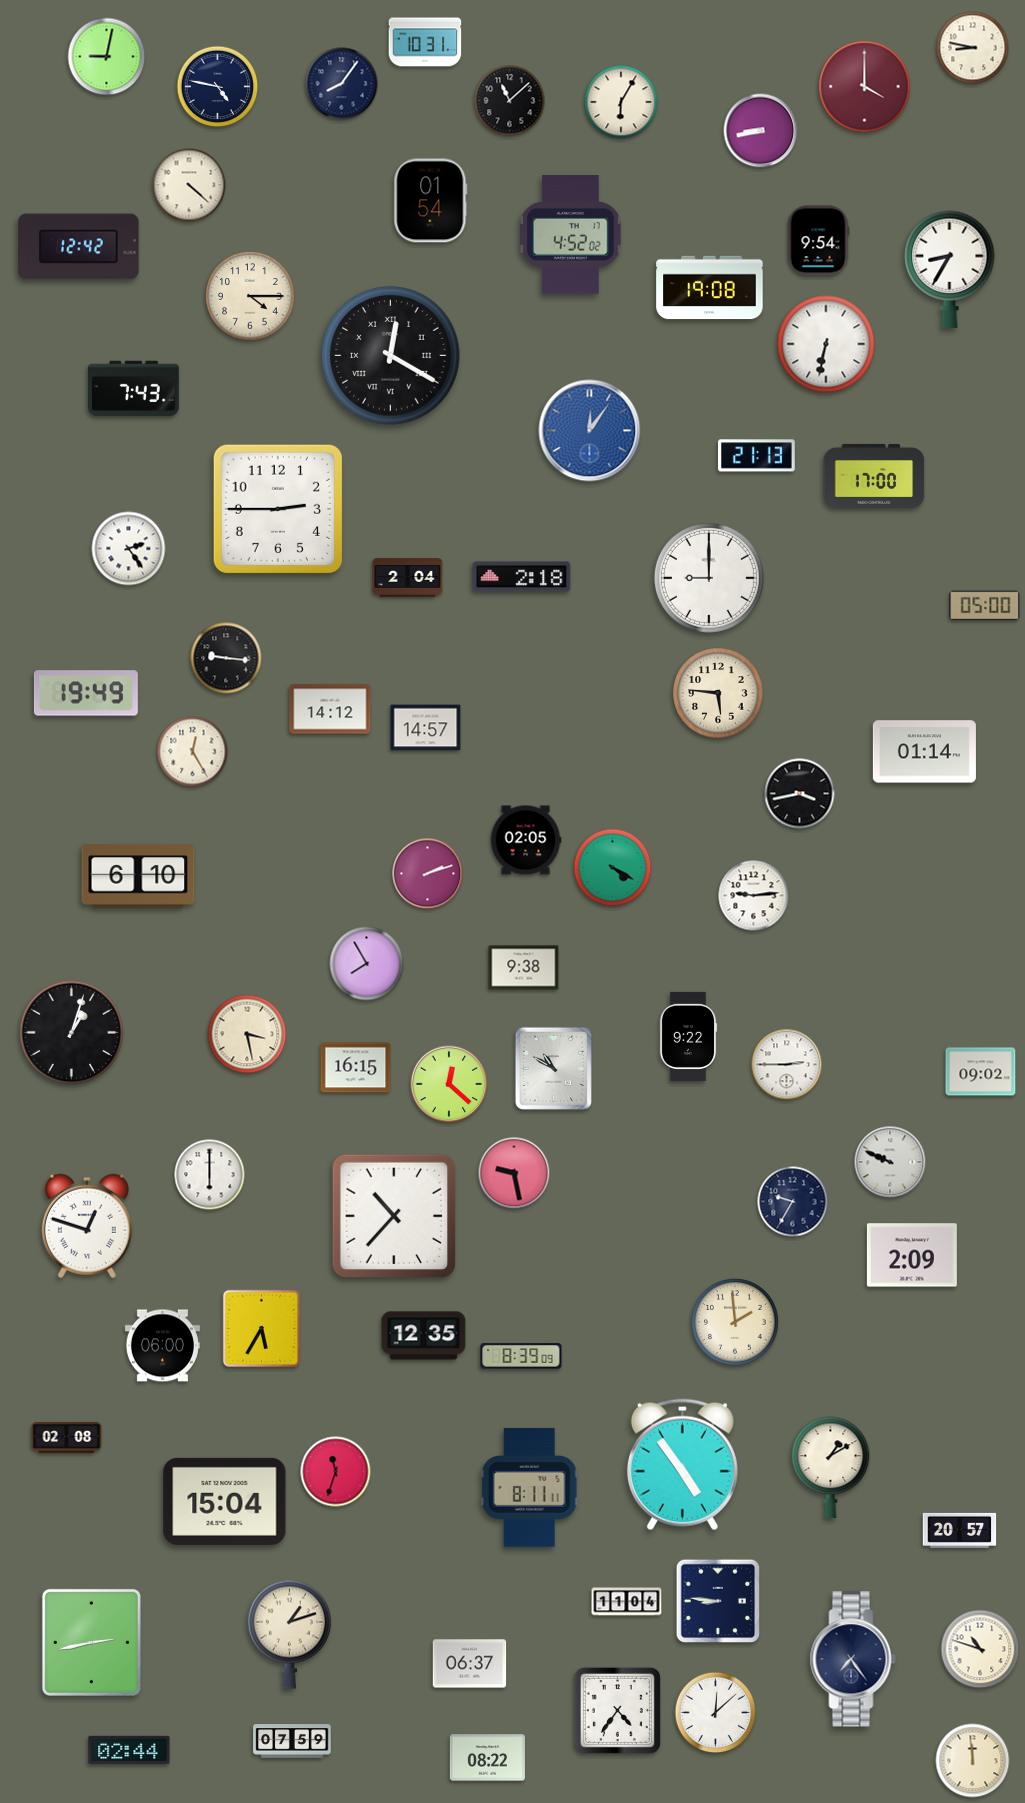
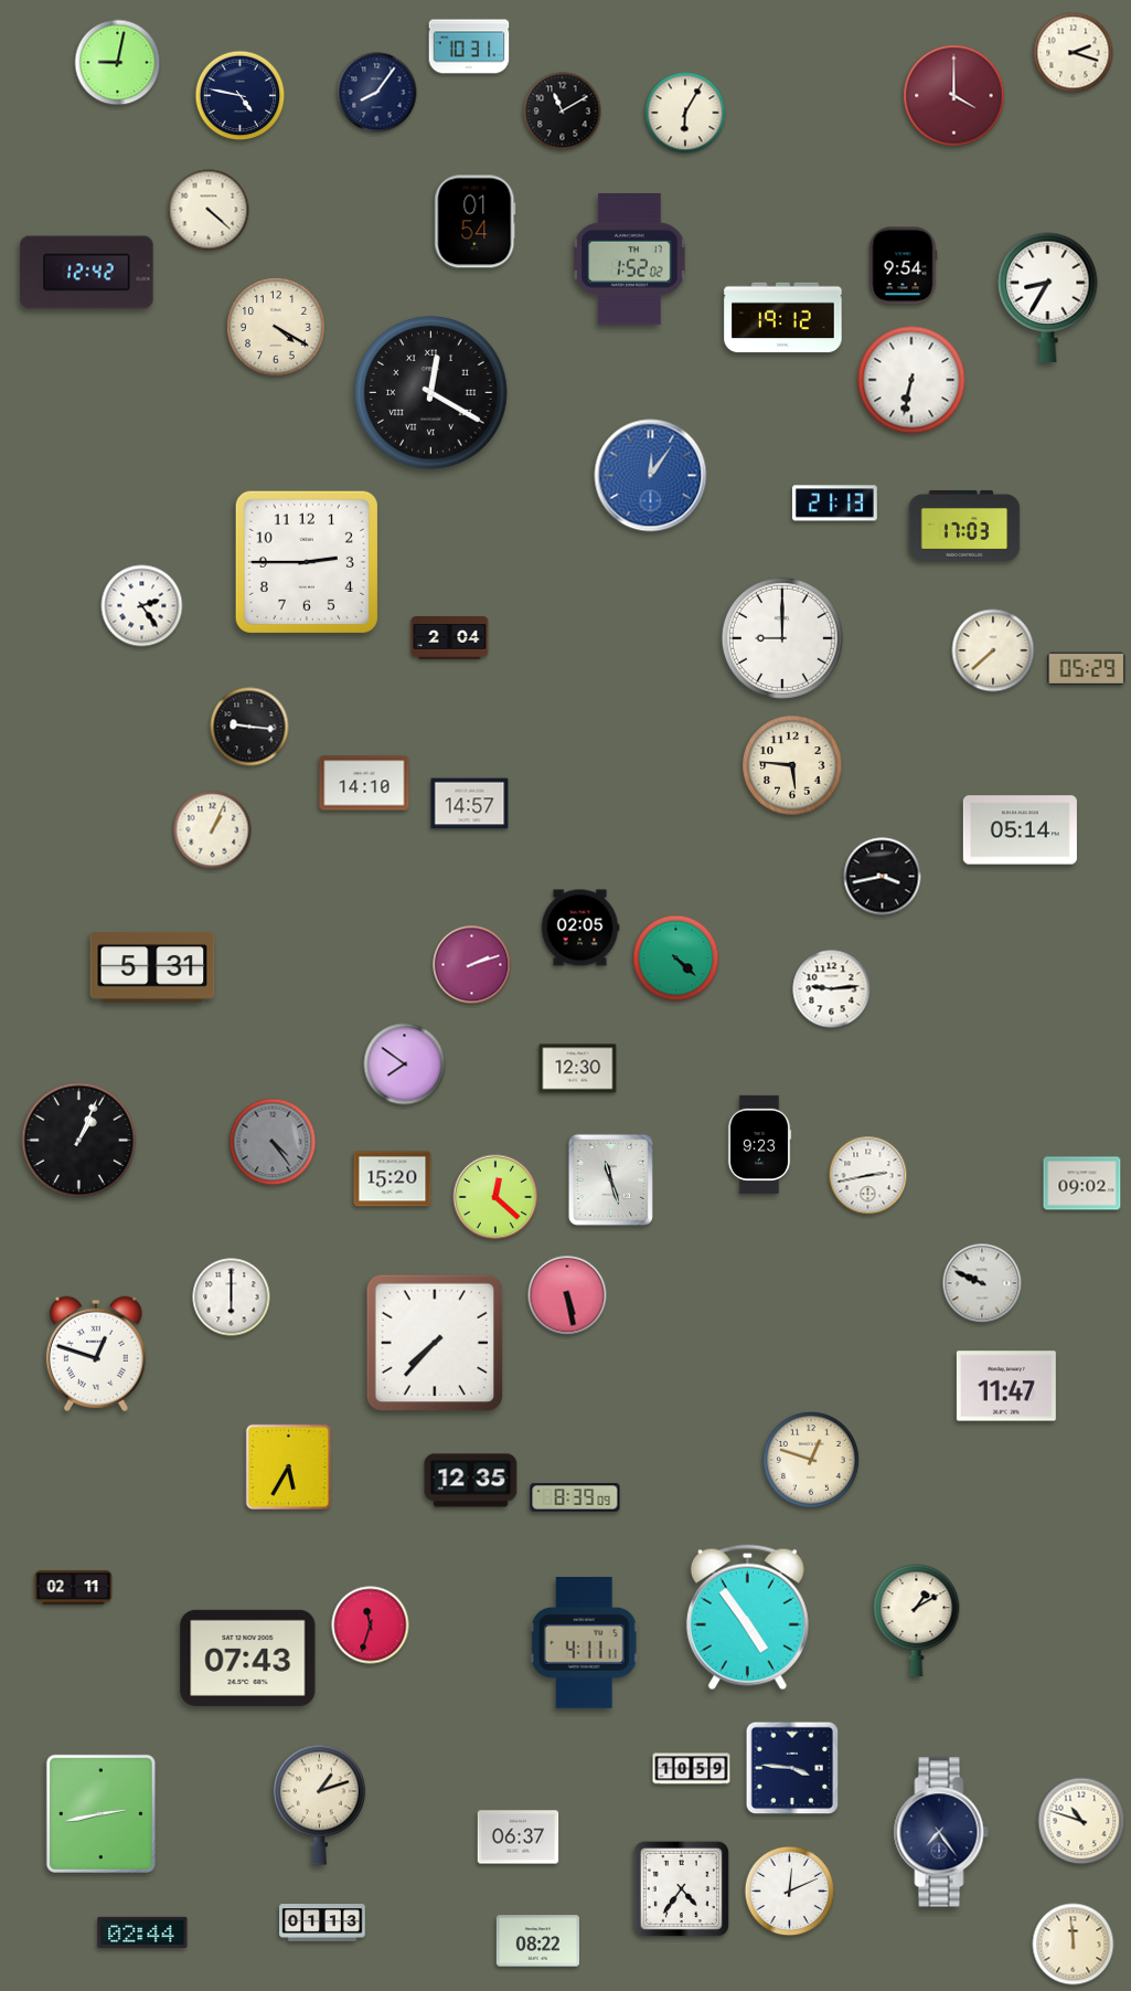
clock at (973, 48): 8:47 -> 2:18
clock at (510, 101): 11:08 -> 11:10
clock at (761, 131): 8:43 -> none
clock at (189, 185) position: (189, 185) -> (209, 210)
clock at (571, 235): 4:52 -> 1:52
clock at (710, 288): 19:08 -> 19:12
clock at (250, 296): 4:15 -> 4:20
clock at (134, 389): 7:43 -> none
clock at (874, 476): 17:00 -> 17:03
clock at (522, 577): 2:18 -> none
clock at (993, 650): none -> 7:38
clock at (985, 606): 05:00 -> 05:29
clock at (86, 693): 19:49 -> none
clock at (330, 709): 14:12 -> 14:10
clock at (193, 752): 12:25 -> 1:04
clock at (924, 752): 01:14 -> 05:14
clock at (613, 868): 4:20 -> 4:22
clock at (138, 876): 6:10 -> 5:31
clock at (367, 964): 7:55 -> 7:51
clock at (524, 968): 9:38 -> 12:30
clock at (72, 1033): 1:03 -> 1:04
clock at (247, 1034): 3:28 -> 4:24
clock at (247, 1034) dial: cream -> grey
clock at (688, 1036): 9:22 -> 9:23
clock at (787, 1065): 2:45 -> 2:43
clock at (356, 1068): 16:15 -> 15:20
clock at (553, 1068): 10:50 -> 11:27
clock at (514, 1173): 9:28 -> 5:28
clock at (793, 1202): 9:35 -> none
clock at (394, 1216): 10:37 -> 7:37
clock at (912, 1255): 2:09 -> 11:47
clock at (736, 1323): 1:59 -> 12:48
clock at (424, 1336) position: (424, 1336) -> (471, 1481)
clock at (162, 1346): 06:00 -> none
clock at (67, 1438): 02:08 -> 02:11
clock at (682, 1465) position: (682, 1465) -> (747, 1618)
clock at (529, 1488): 8:11 -> 4:11
clock at (225, 1501): 15:04 -> 07:43
clock at (960, 1530): 20:57 -> none
clock at (718, 1601): 8:46 -> 3:46
clock at (627, 1602): 11:04 -> 10:59
clock at (716, 1713): 12:08 -> 12:11
clock at (292, 1741): 07:59 -> 01:13
